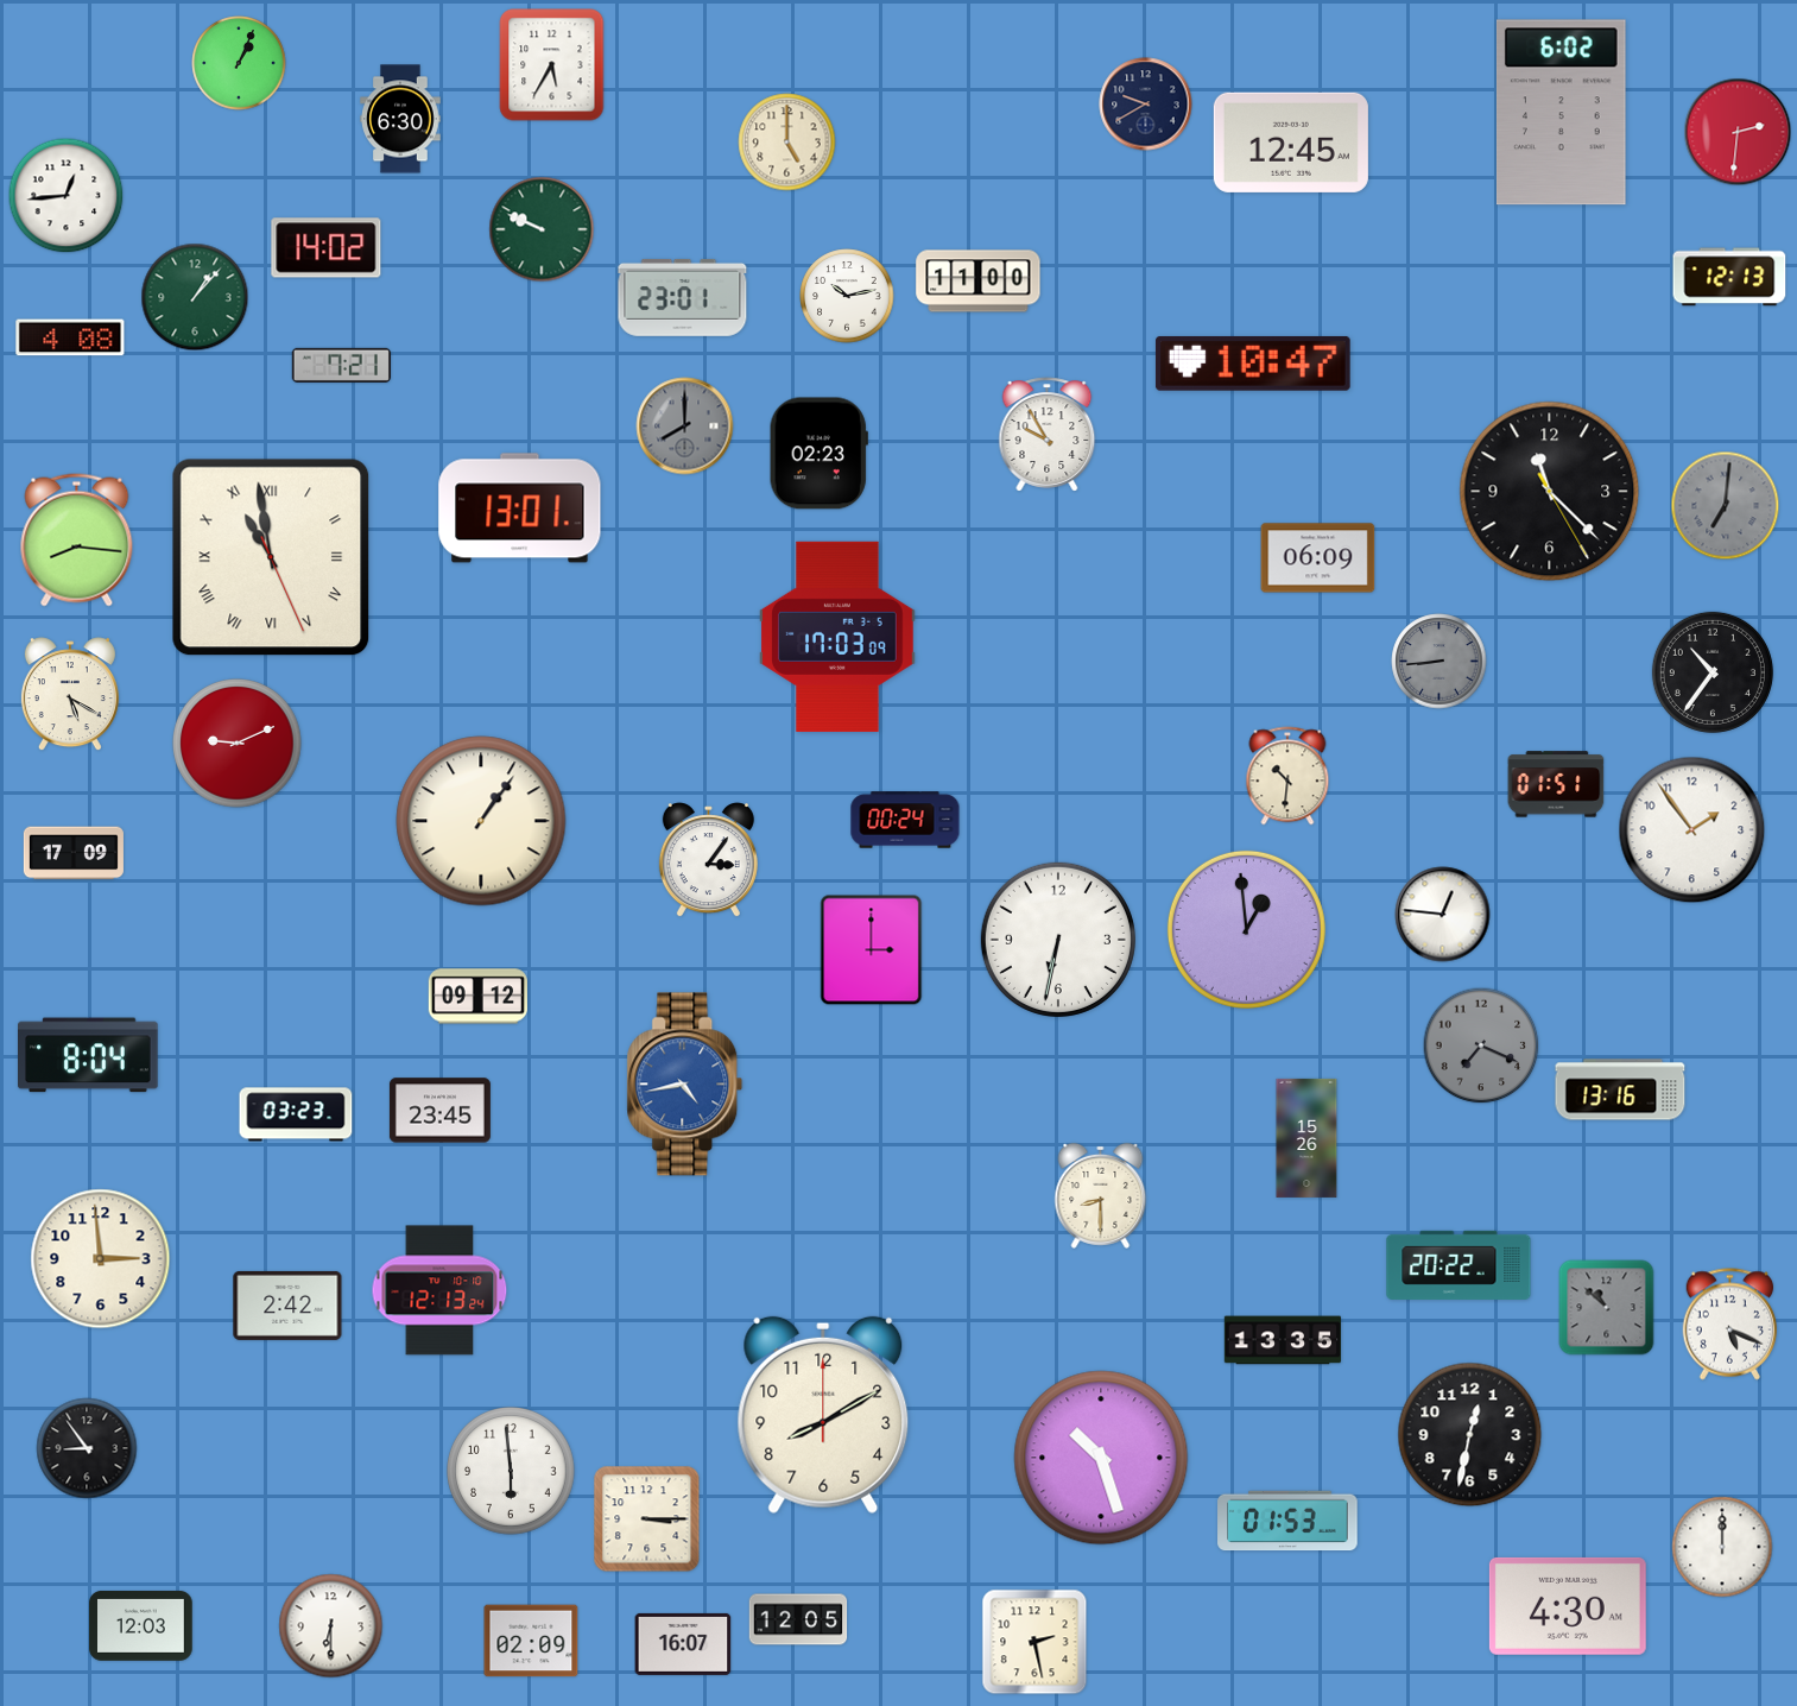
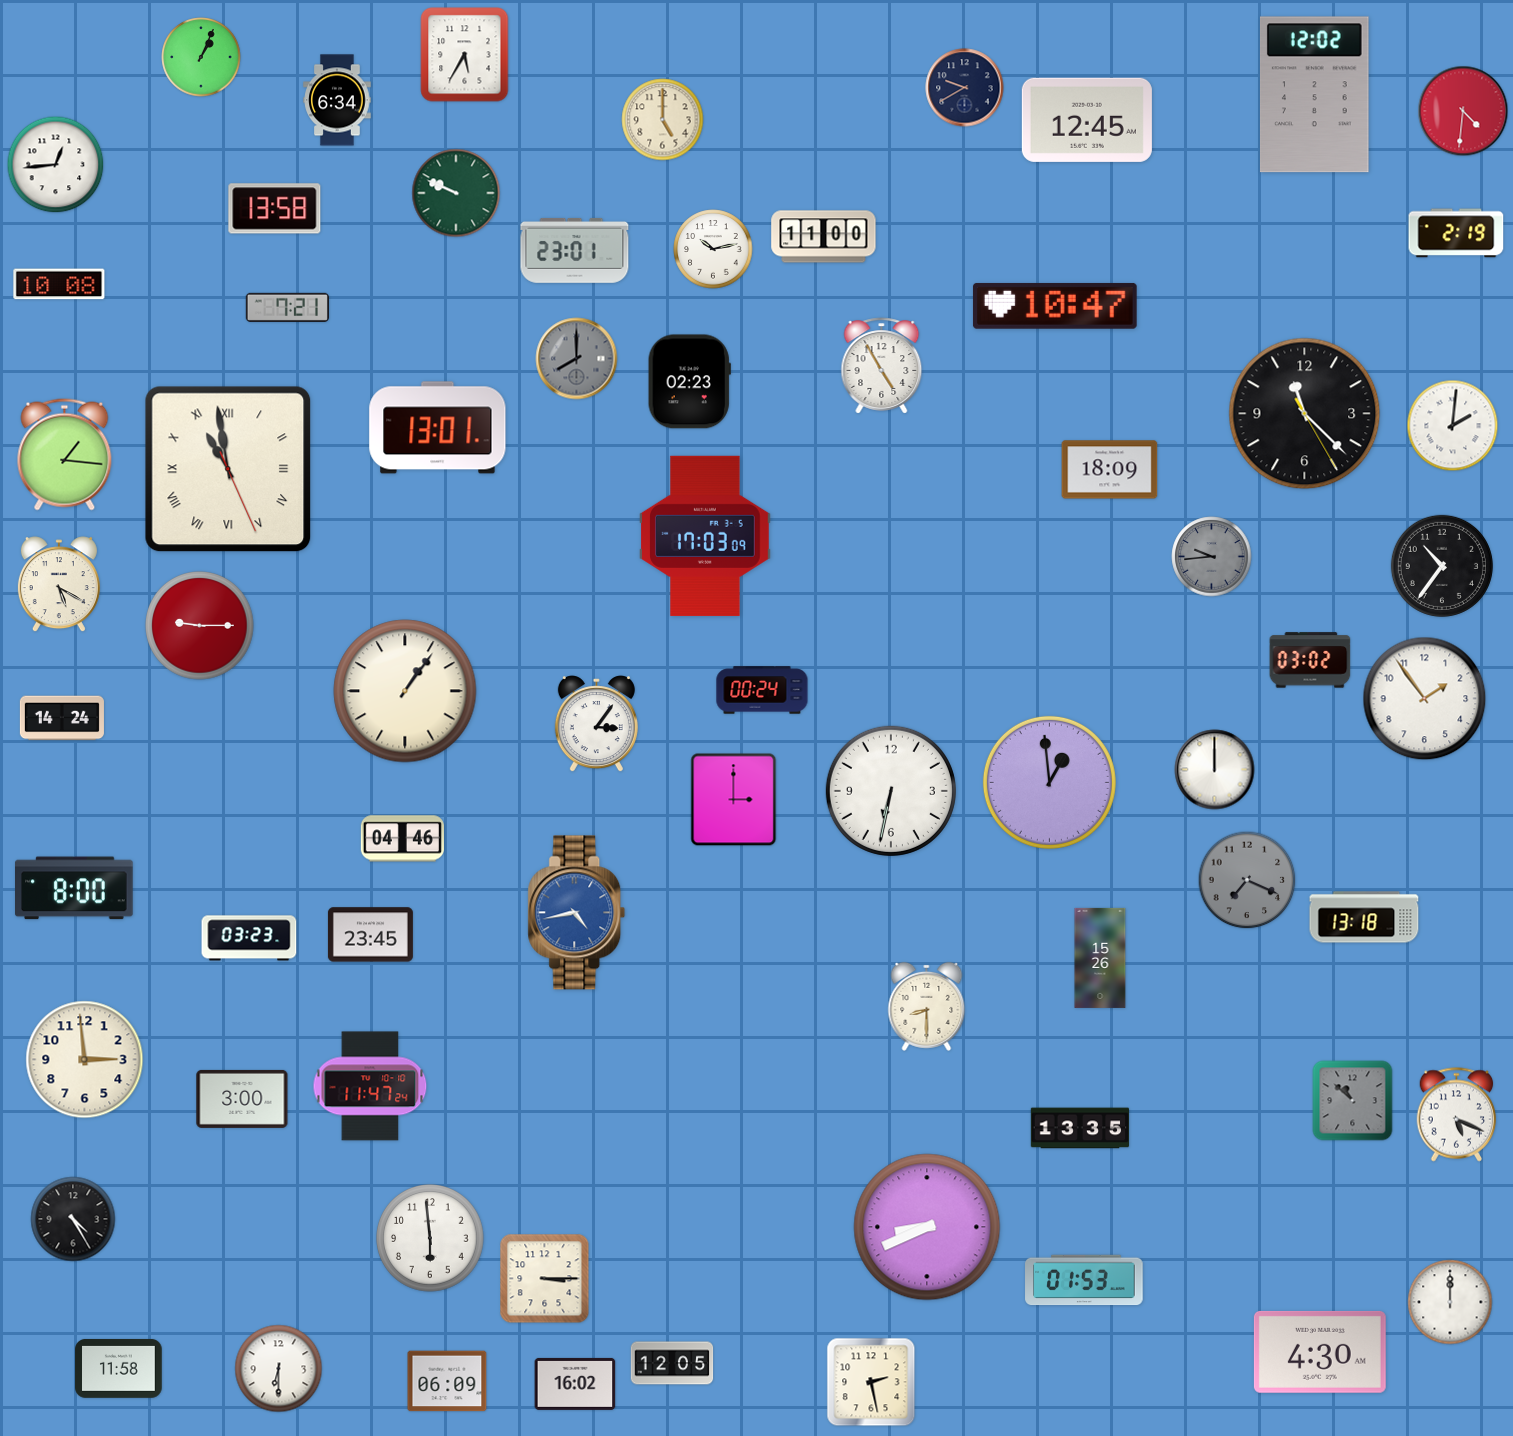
clock at (239, 63) position: (239, 63) -> (201, 57)
clock at (1561, 113): 6:02 -> 12:02
clock at (400, 119): 6:30 -> 6:34
clock at (1738, 132): 2:31 -> 4:31
clock at (327, 248): 14:02 -> 13:58
clock at (1729, 277): 12:13 -> 2:19
clock at (195, 297): 1:07 -> none
clock at (70, 337): 4:08 -> 10:08
clock at (1048, 435): 9:55 -> 4:55
clock at (1726, 506): 7:01 -> 2:01
clock at (1726, 506) dial: grey -> white
clock at (77, 541): 8:16 -> 1:16
clock at (1318, 558): 06:09 -> 18:09
clock at (1440, 662): 8:44 -> 9:44
clock at (238, 744): 9:11 -> 9:15
clock at (1287, 776): 10:31 -> none
clock at (1556, 784): 01:51 -> 03:02
clock at (74, 853): 17:09 -> 14:24
clock at (1443, 915): 12:46 -> 12:00
clock at (477, 997): 09:12 -> 04:46
clock at (88, 1055): 8:04 -> 8:00
clock at (1620, 1089): 13:16 -> 13:18
clock at (1459, 1265): 20:22 -> none
clock at (439, 1290): 12:13 -> 11:47
clock at (287, 1306): 2:42 -> 3:00
clock at (823, 1415): 8:10 -> none
clock at (1470, 1435): 12:32 -> none
clock at (87, 1448): 8:54 -> 4:25
clock at (1101, 1458): 10:27 -> 8:41
clock at (141, 1625): 12:03 -> 11:58
clock at (531, 1641): 02:09 -> 06:09
clock at (683, 1644): 16:07 -> 16:02
